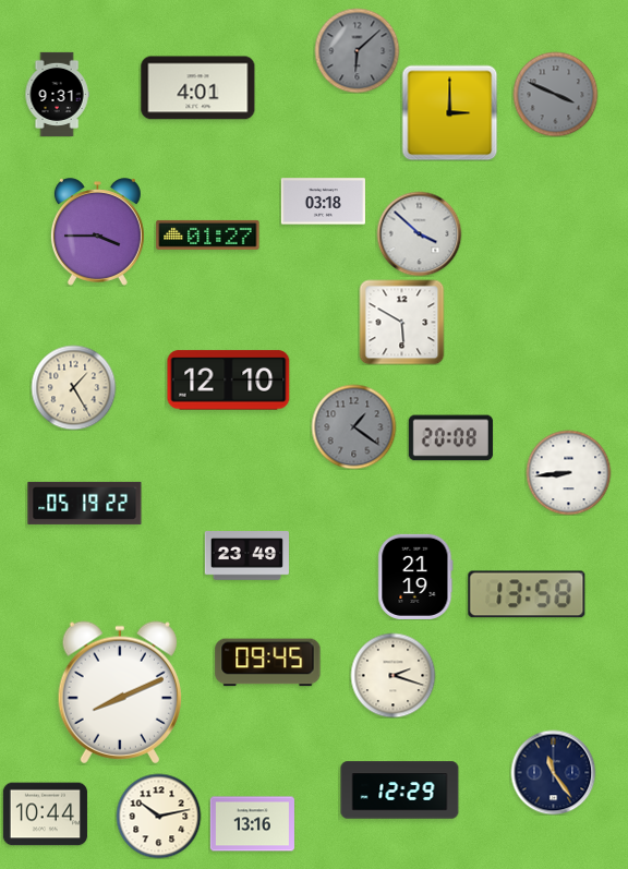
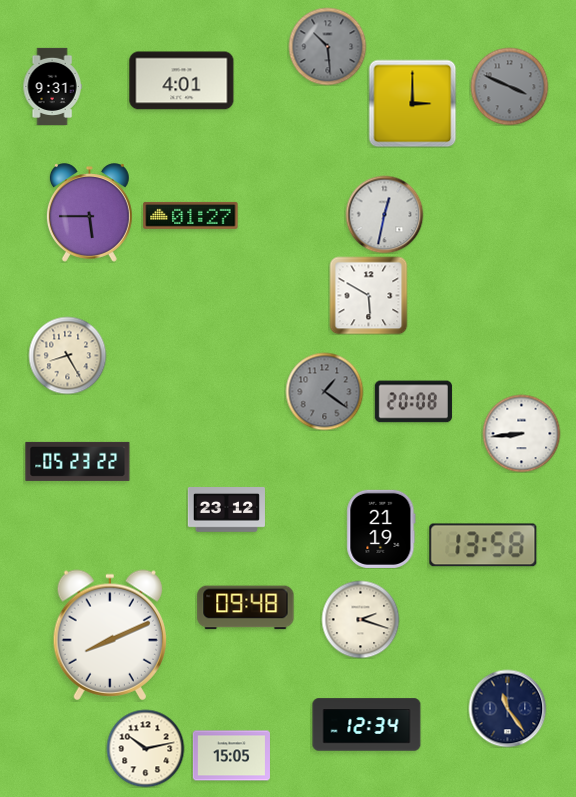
clock at (357, 50): 6:08 -> 10:29
clock at (323, 202): 03:18 -> none
clock at (97, 232): 3:45 -> 5:45
clock at (419, 233): 3:52 -> 12:32
clock at (229, 381): 12:10 -> none
clock at (73, 387): 1:25 -> 8:25
clock at (85, 503): 05:19 -> 05:23
clock at (246, 556): 23:49 -> 23:12
clock at (268, 663): 09:45 -> 09:48
clock at (400, 790): 12:29 -> 12:34
clock at (45, 814): 10:44 -> none
clock at (252, 824): 13:16 -> 15:05
